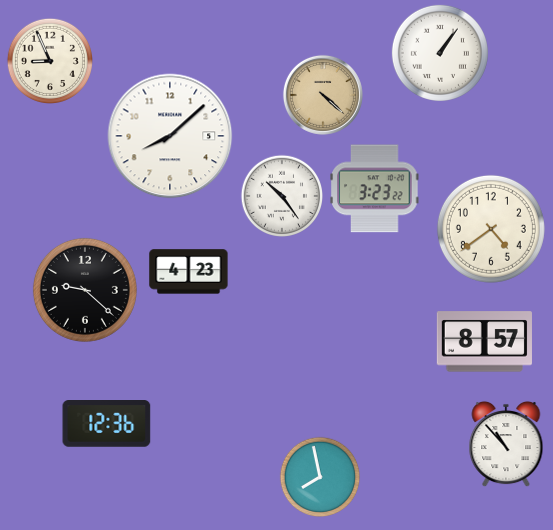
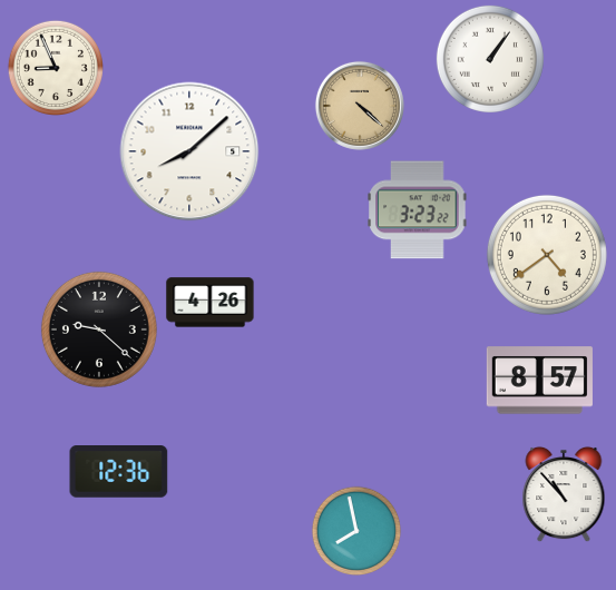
clock at (282, 196): 10:24 -> none
clock at (189, 272): 4:23 -> 4:26
clock at (85, 290) position: (85, 290) -> (99, 330)
